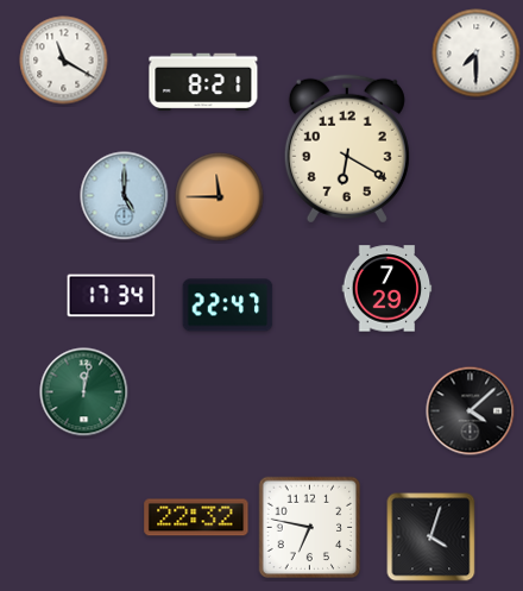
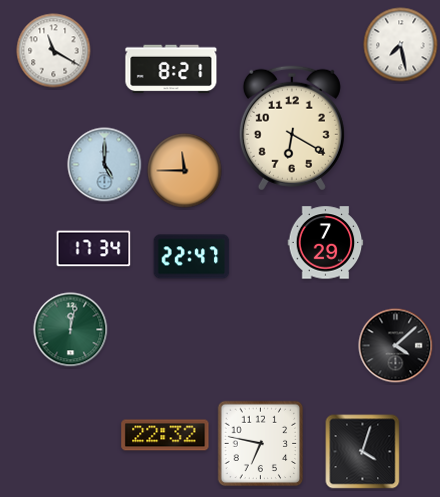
clock at (477, 54): 7:30 -> 7:28
clock at (347, 149) position: (347, 149) -> (292, 128)
clock at (220, 197) position: (220, 197) -> (185, 171)
